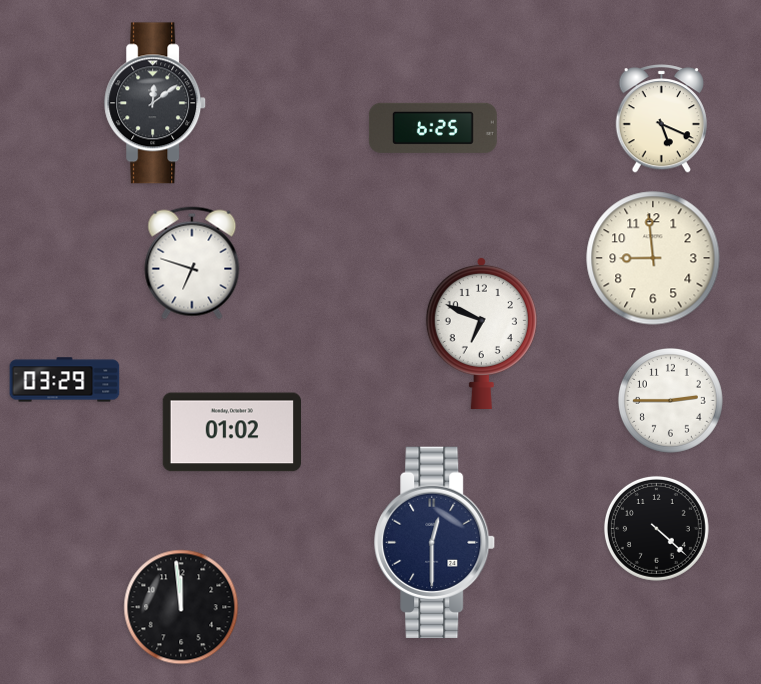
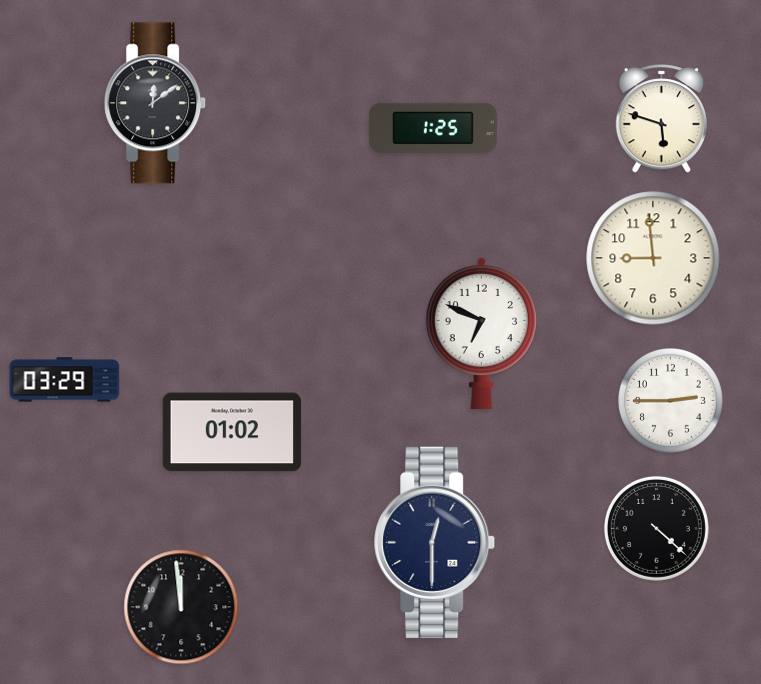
clock at (661, 119): 5:19 -> 5:48
clock at (433, 128): 6:25 -> 1:25
clock at (192, 263): 6:48 -> none
